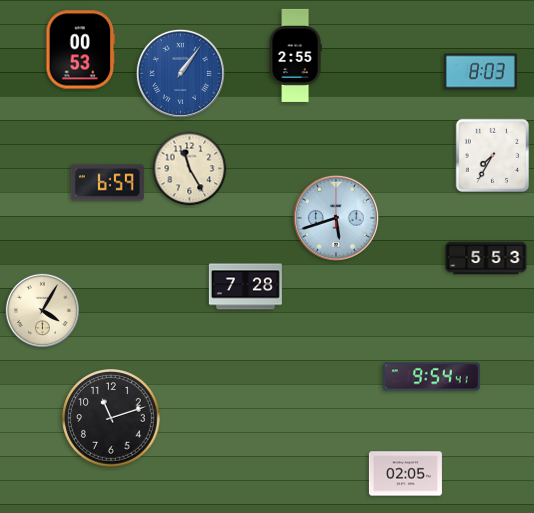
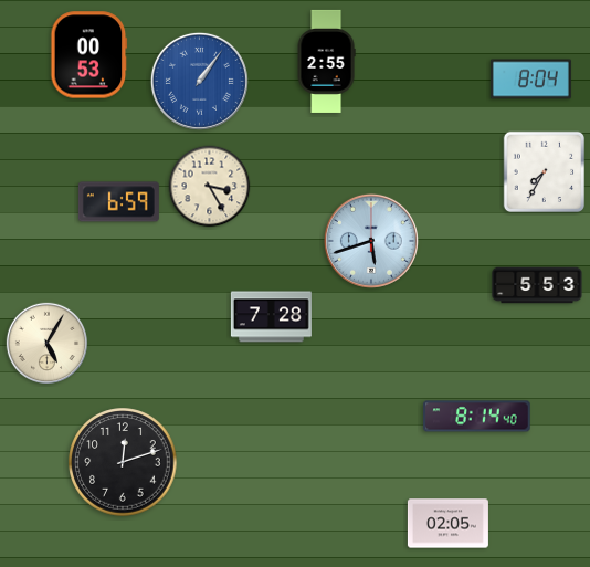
clock at (480, 72): 8:03 -> 8:04
clock at (190, 169): 11:25 -> 3:25
clock at (42, 310): 4:05 -> 5:05
clock at (432, 377): 9:54 -> 8:14
clock at (111, 418): 11:12 -> 12:12
